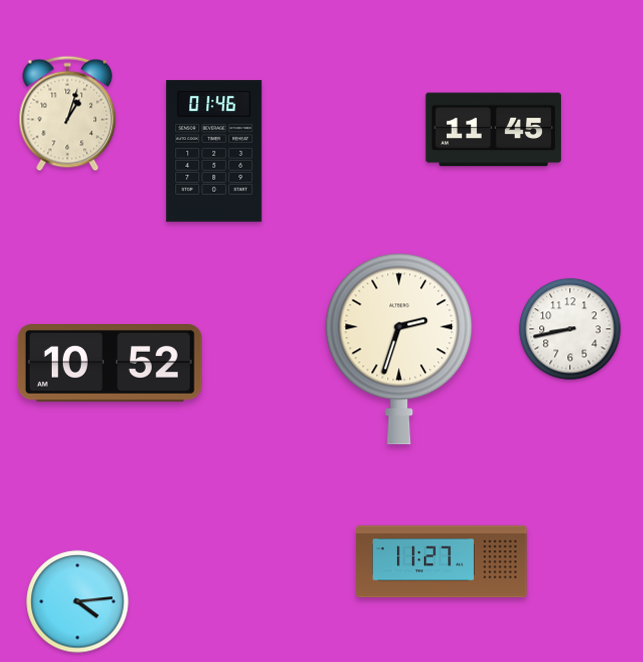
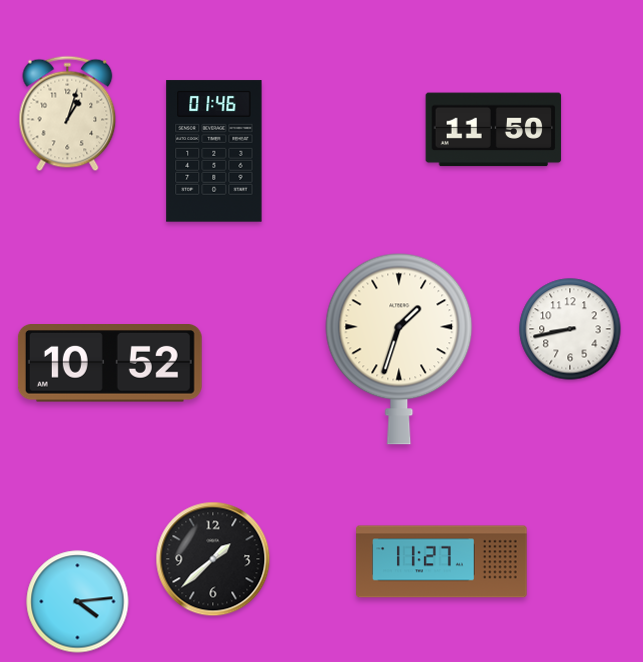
clock at (494, 130): 11:45 -> 11:50
clock at (399, 349): 2:33 -> 1:33
clock at (213, 559): none -> 1:38
